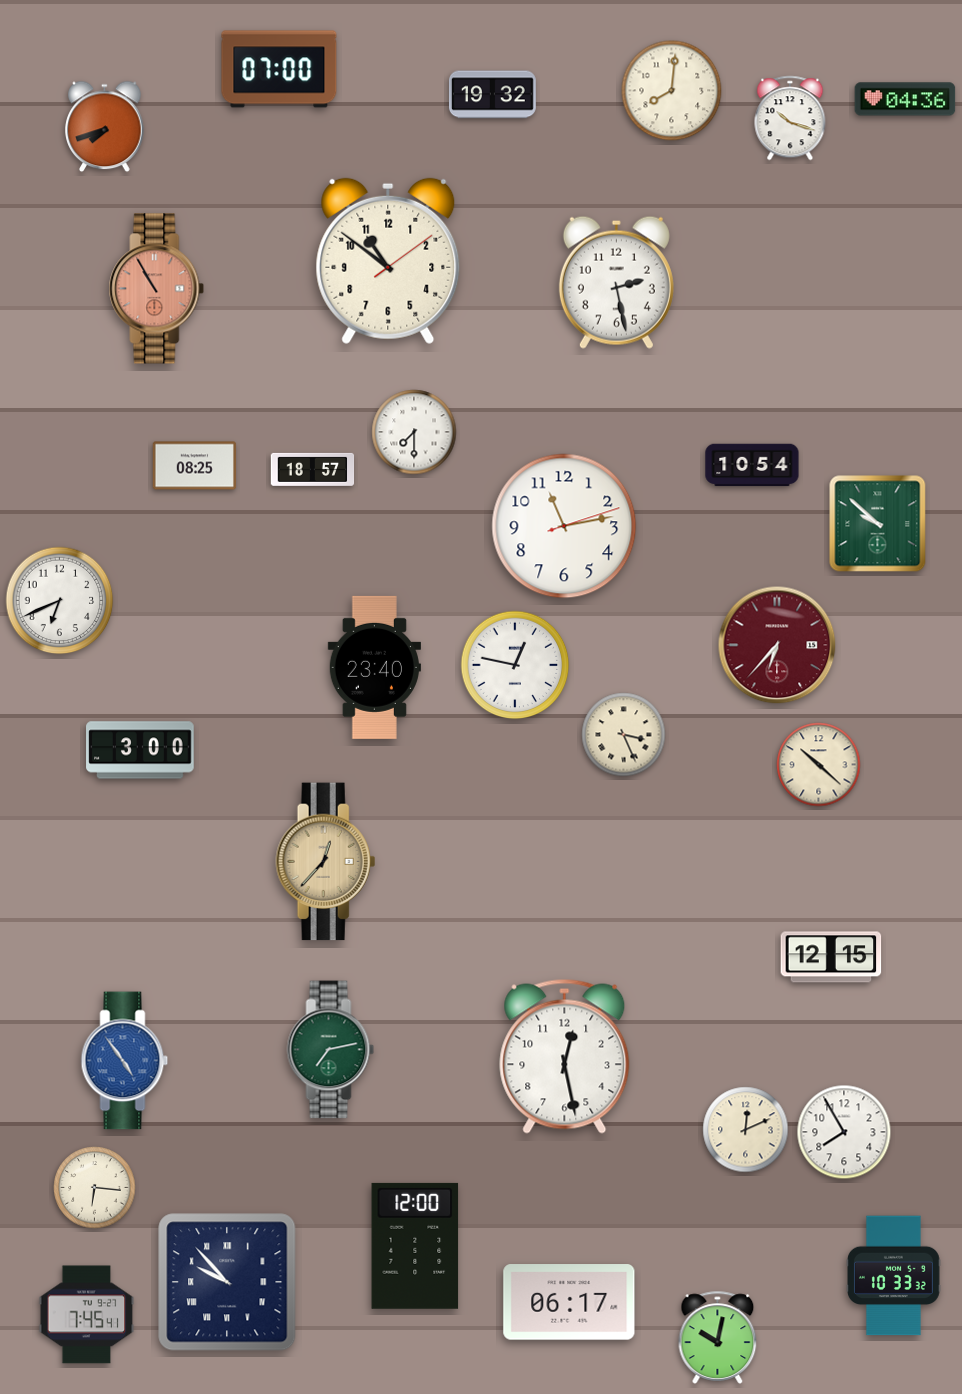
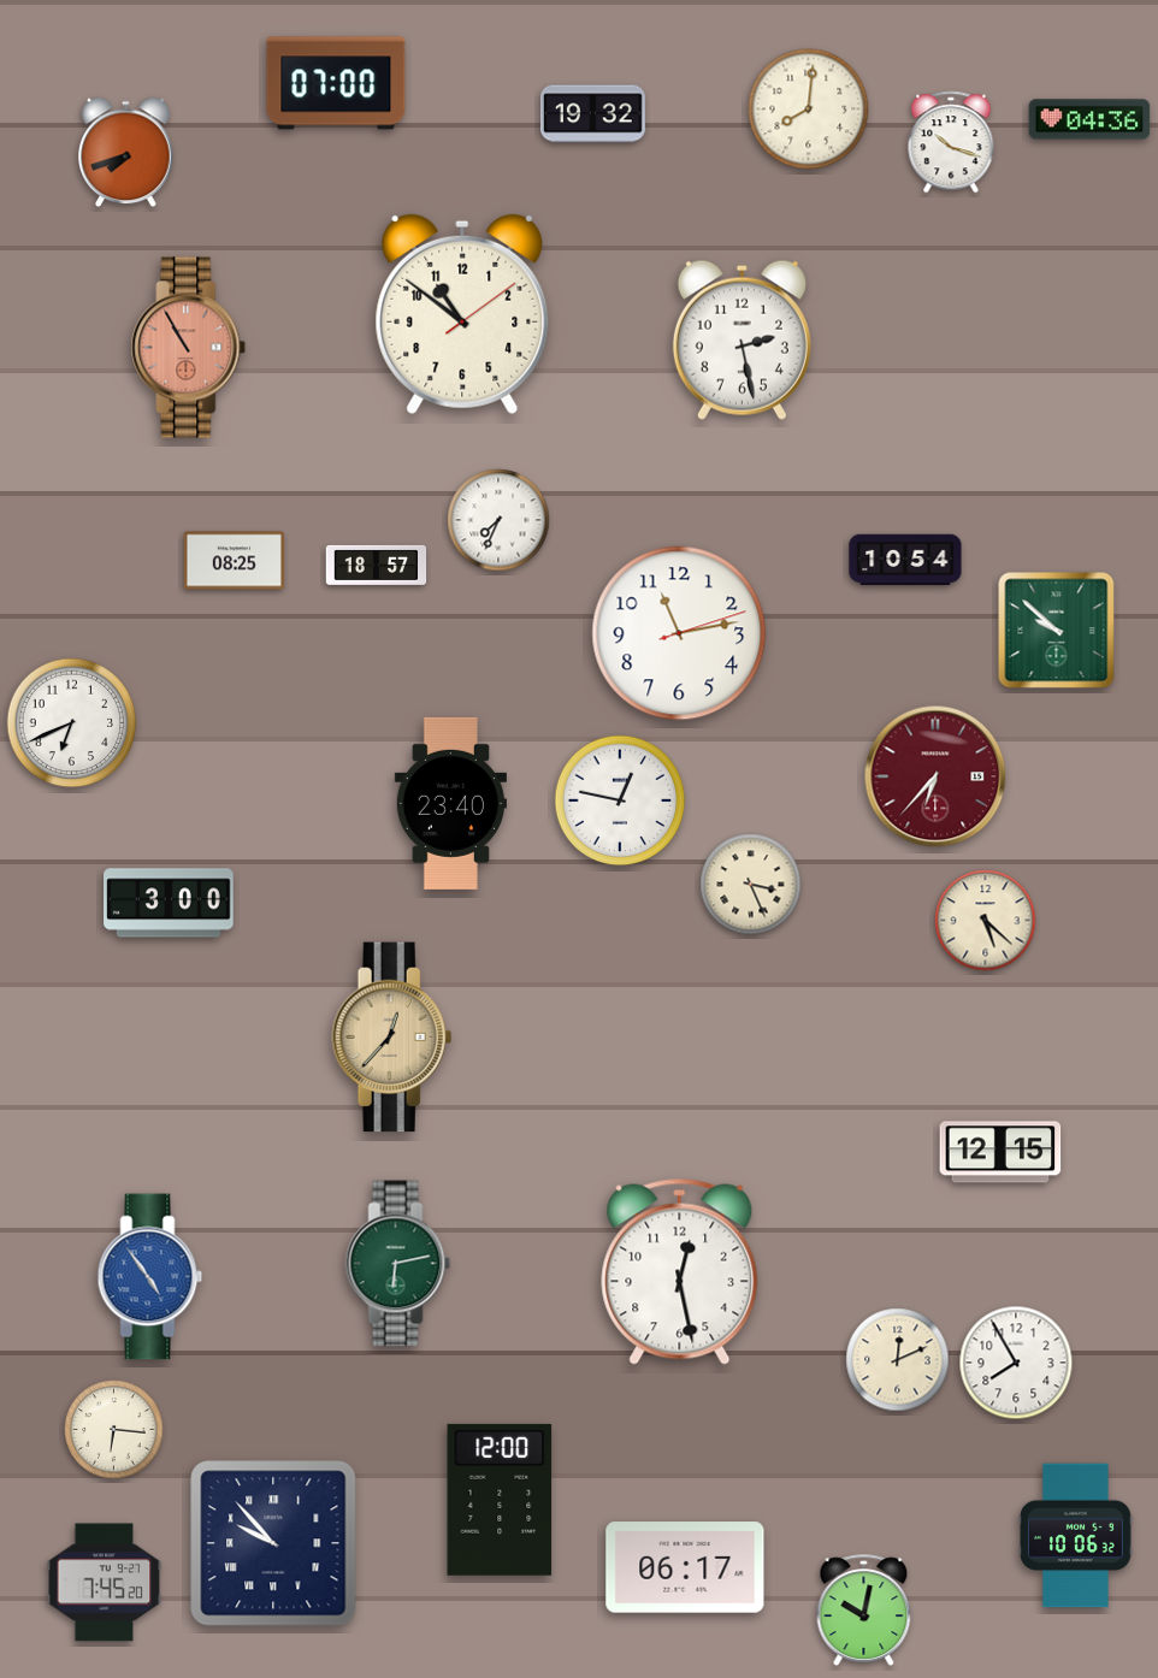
clock at (388, 261) position: (388, 261) -> (462, 314)
clock at (414, 432): 7:30 -> 7:34
clock at (819, 765): 10:22 -> 5:22
clock at (331, 1050): 7:13 -> 6:13
clock at (894, 1276): 10:33 -> 10:06
clock at (87, 1315): 7:45:41 -> 7:45:20
